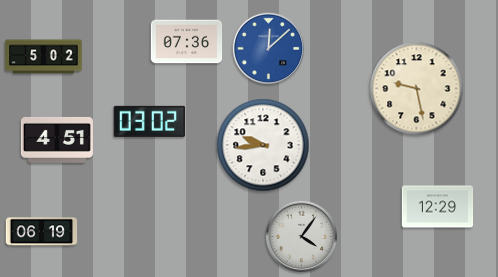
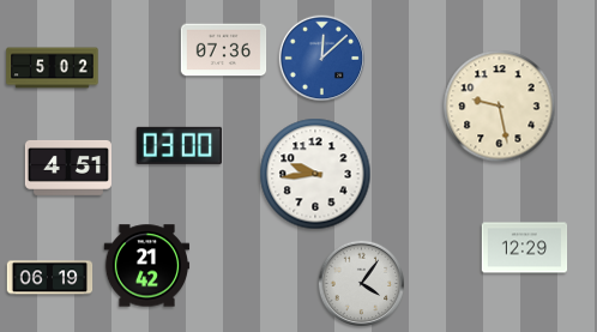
clock at (149, 121): 03:02 -> 03:00
clock at (147, 266): none -> 21:42
